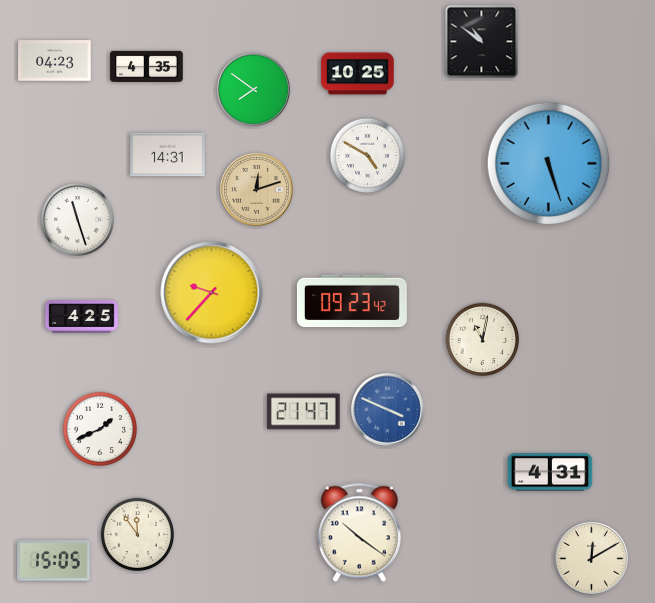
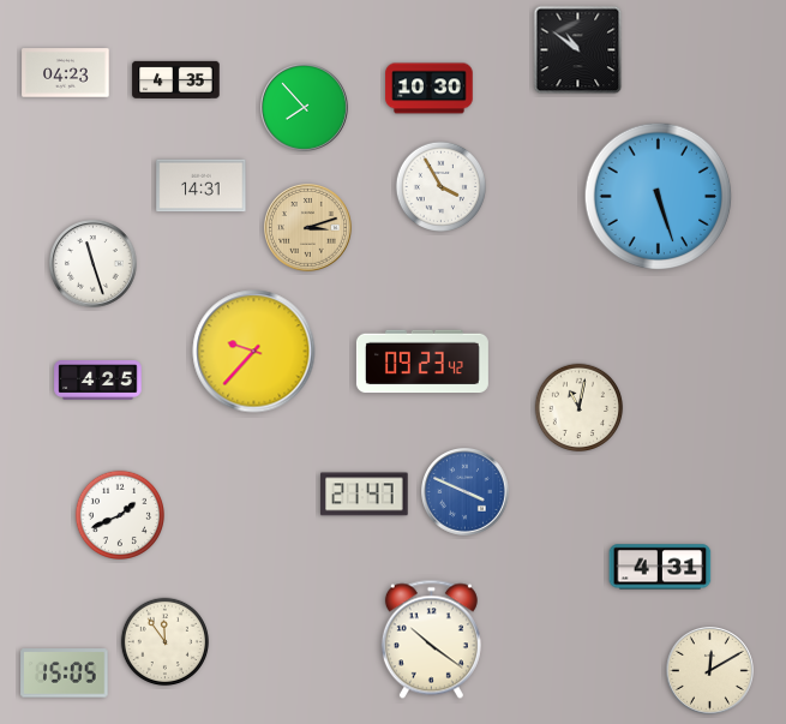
clock at (358, 74): 10:25 -> 10:30
clock at (254, 90): 7:51 -> 7:53
clock at (367, 155): 4:50 -> 3:55
clock at (257, 190): 12:12 -> 3:12
